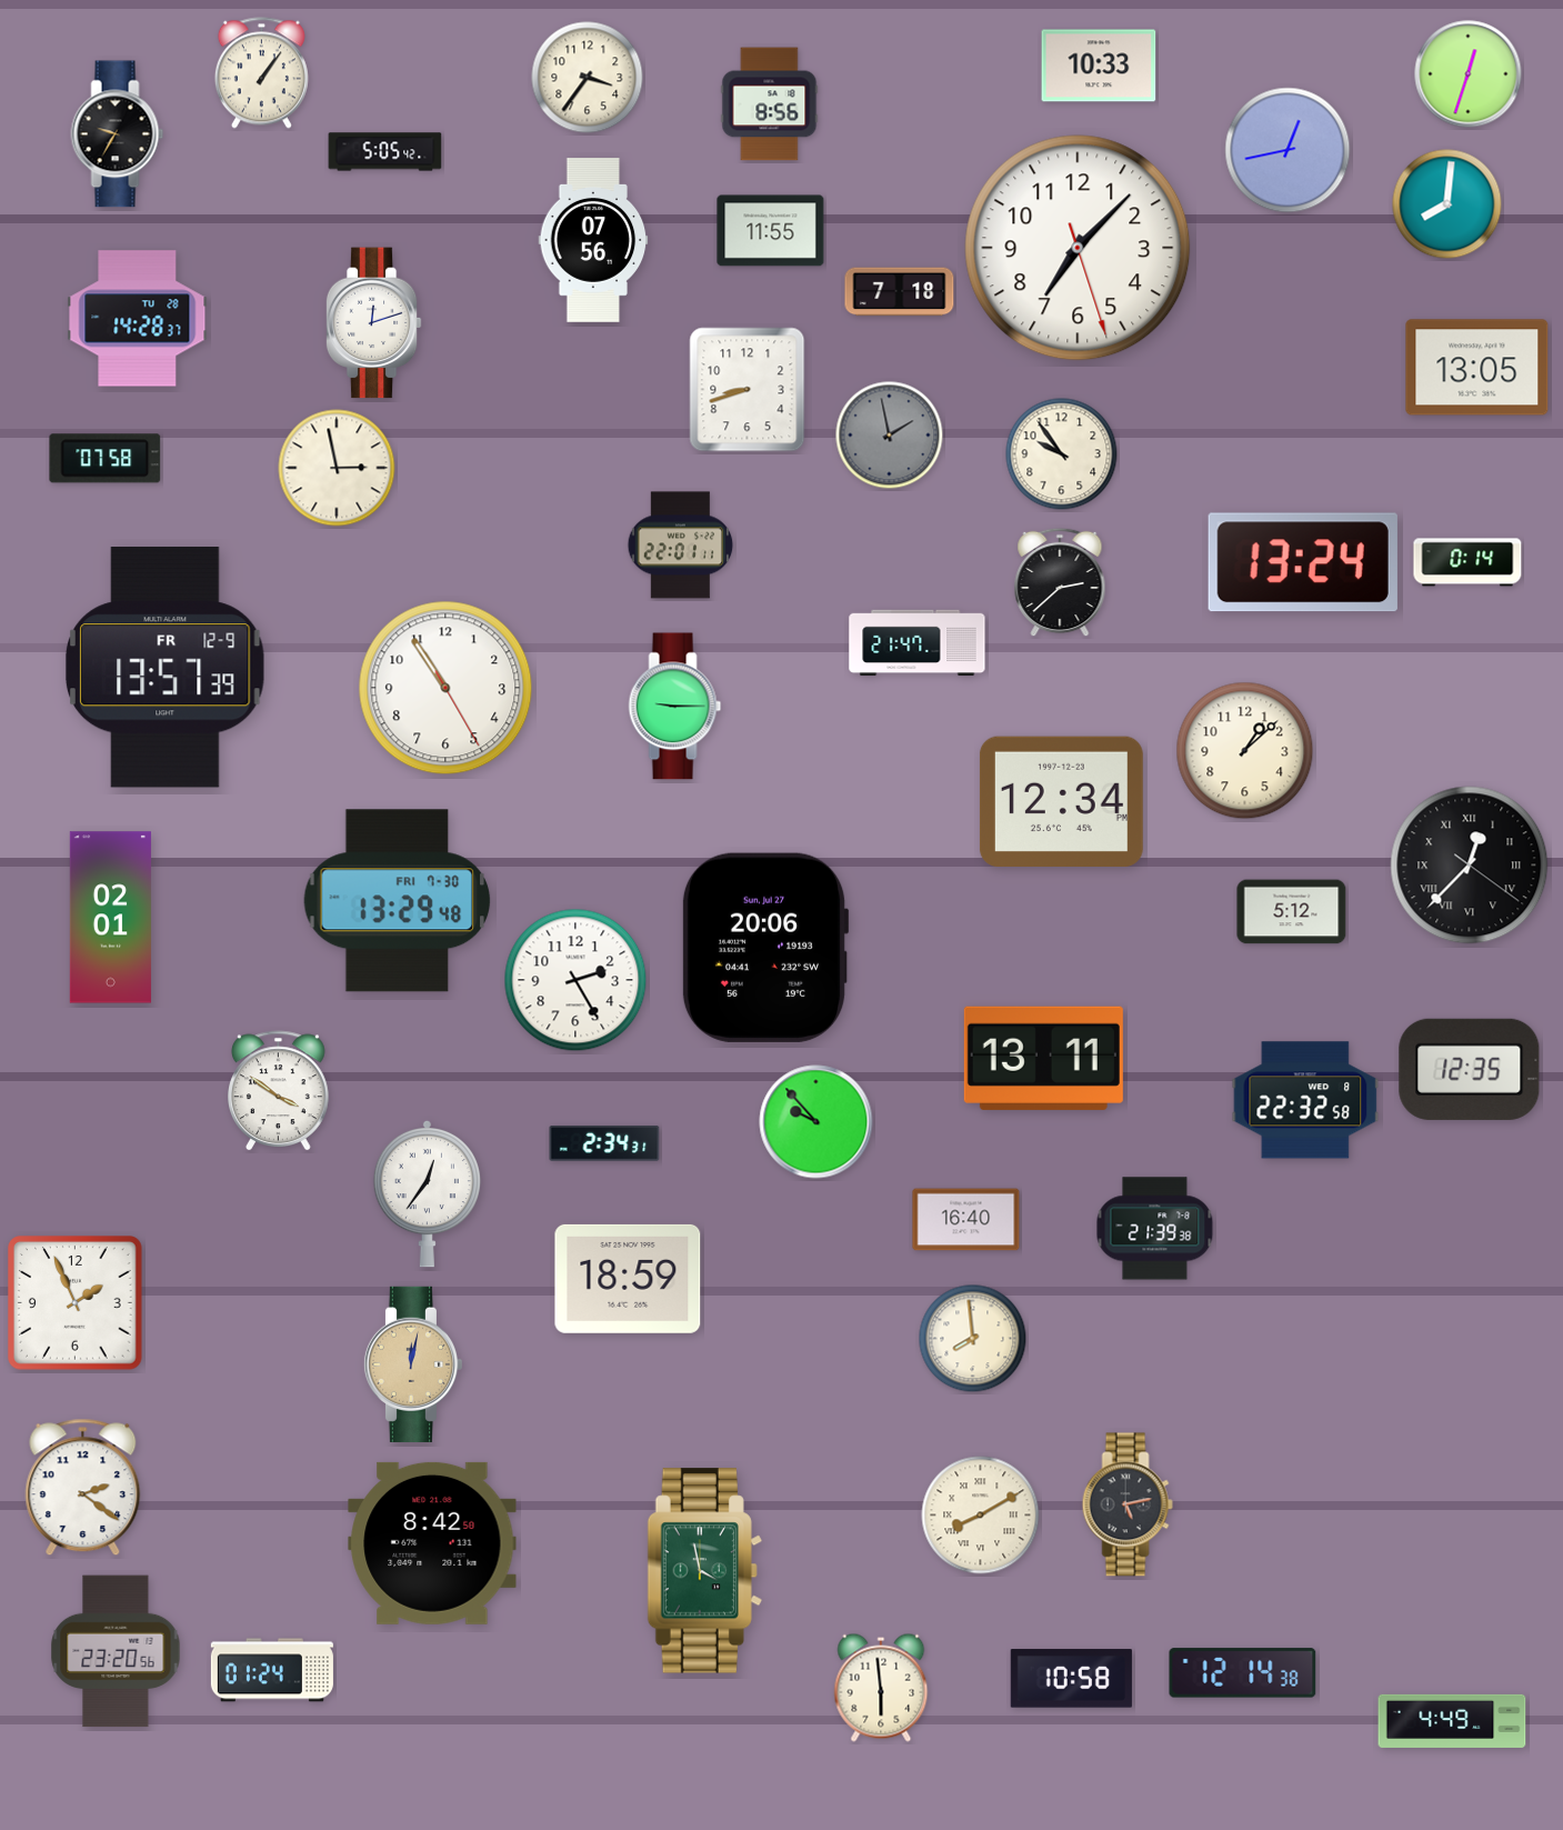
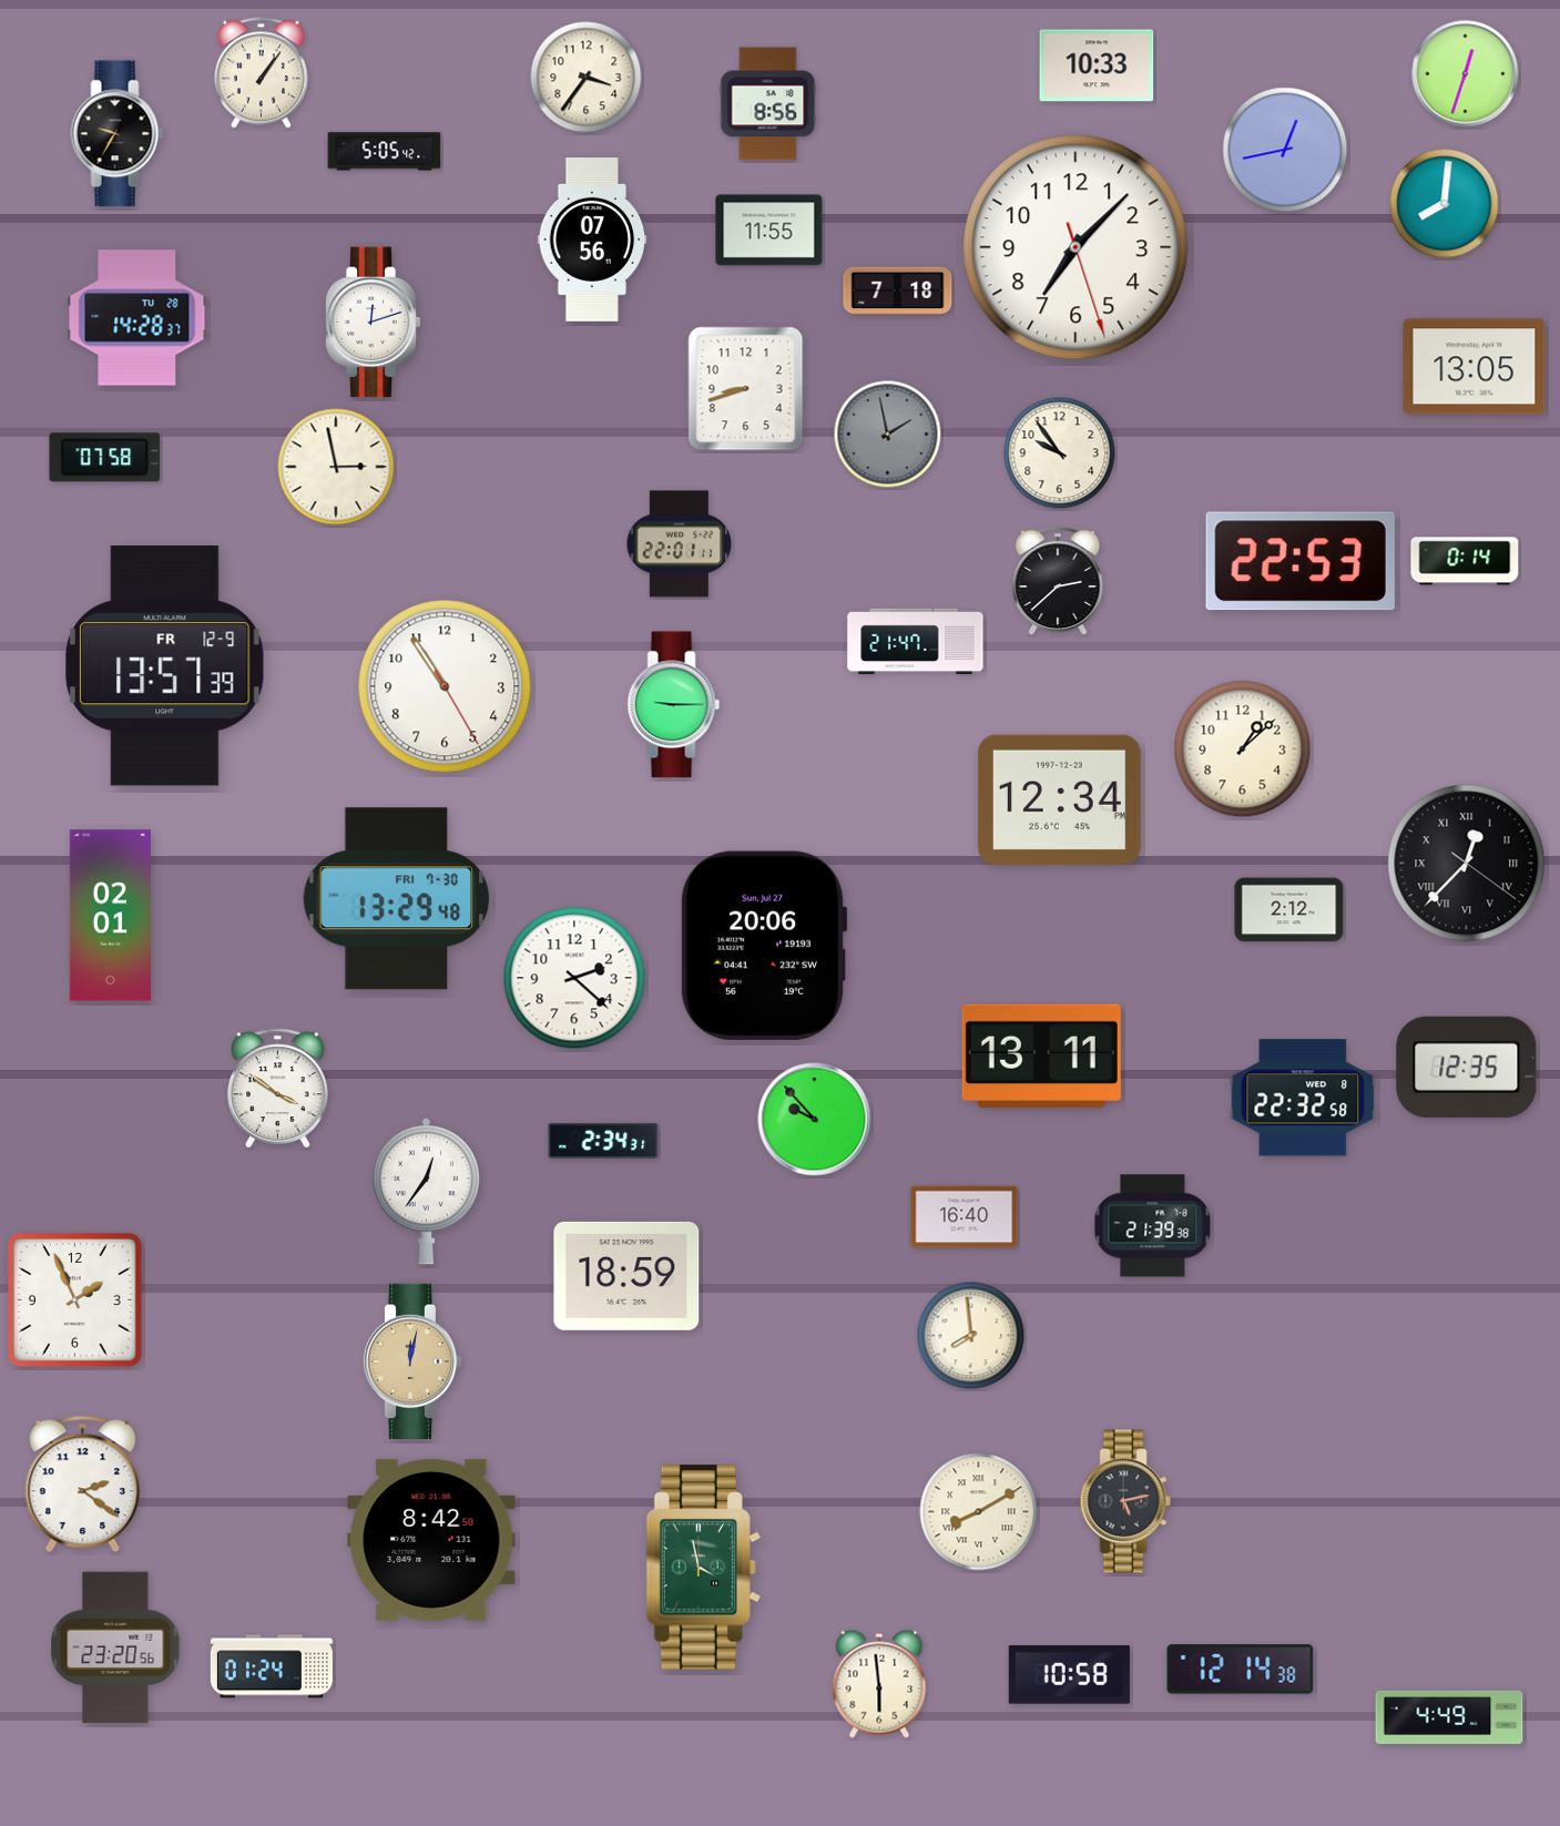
clock at (1303, 562): 13:24 -> 22:53
clock at (1292, 912): 5:12 -> 2:12
clock at (575, 980): 2:25 -> 2:22
